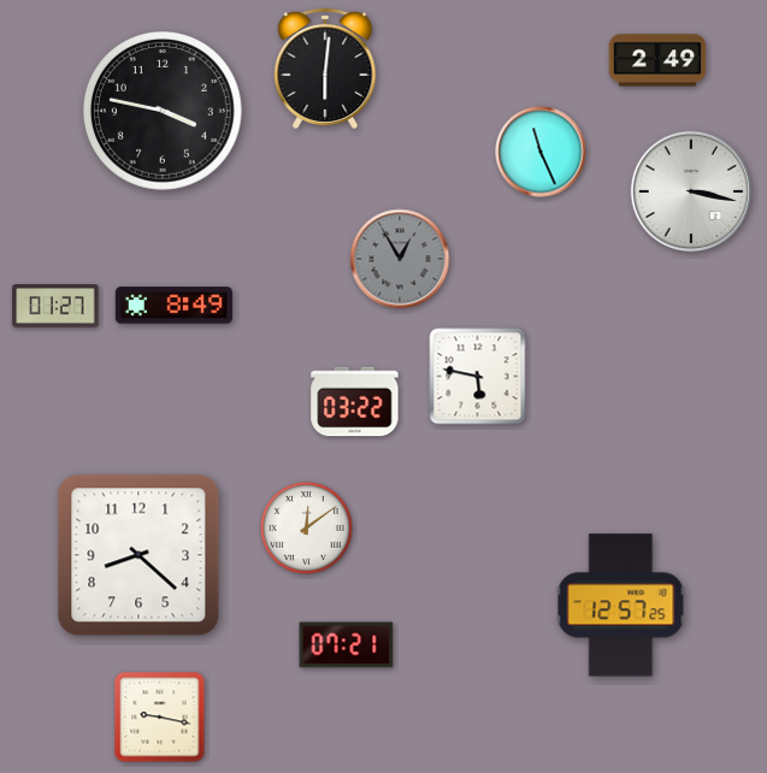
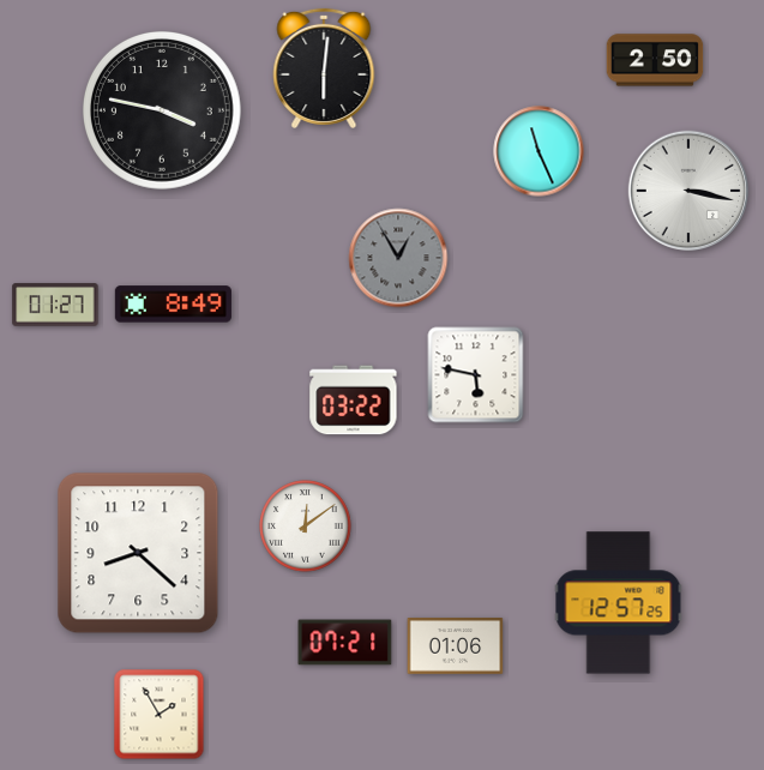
clock at (657, 60): 2:49 -> 2:50
clock at (456, 646): none -> 01:06
clock at (160, 718): 9:17 -> 1:55
